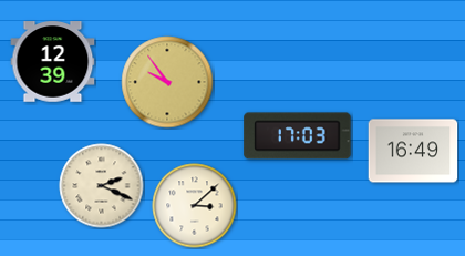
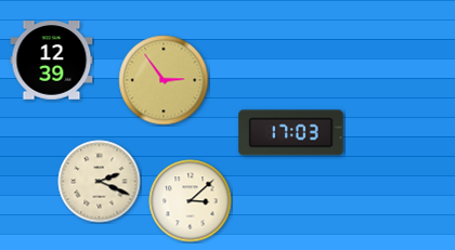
clock at (167, 82): 9:54 -> 2:54
clock at (413, 151): 16:49 -> none
